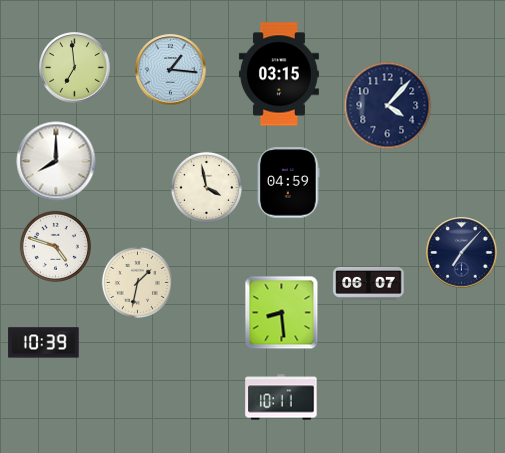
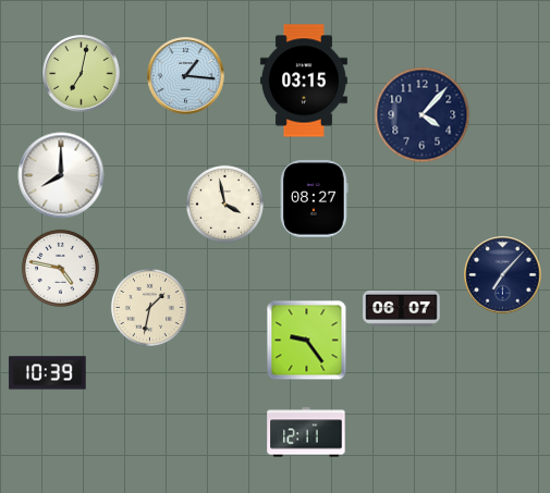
clock at (75, 68): 6:59 -> 7:02
clock at (289, 183): 04:59 -> 08:27
clock at (55, 246): 4:48 -> 4:47
clock at (282, 313): 8:29 -> 9:24
clock at (281, 397): 10:11 -> 12:11
